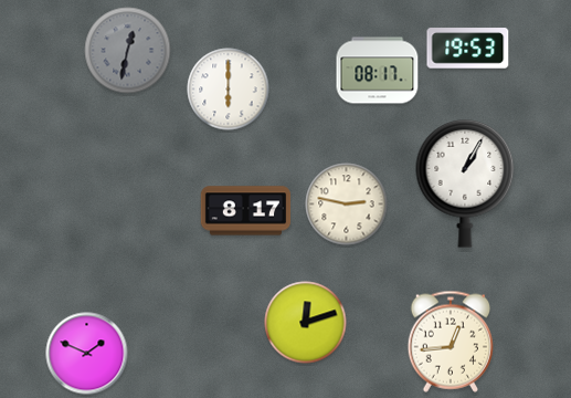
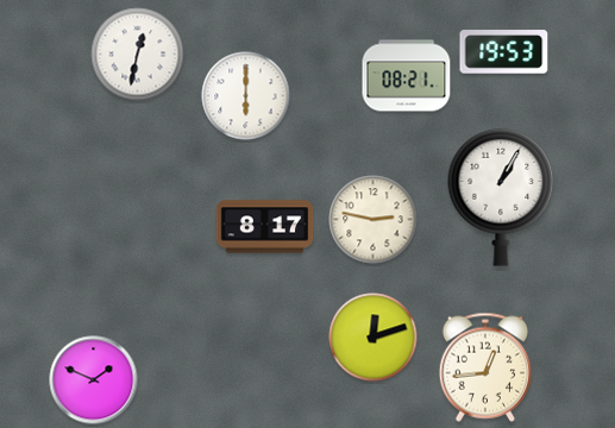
clock at (128, 51) dial: grey -> white
clock at (378, 71): 08:17 -> 08:21
clock at (306, 323) position: (306, 323) -> (374, 338)
